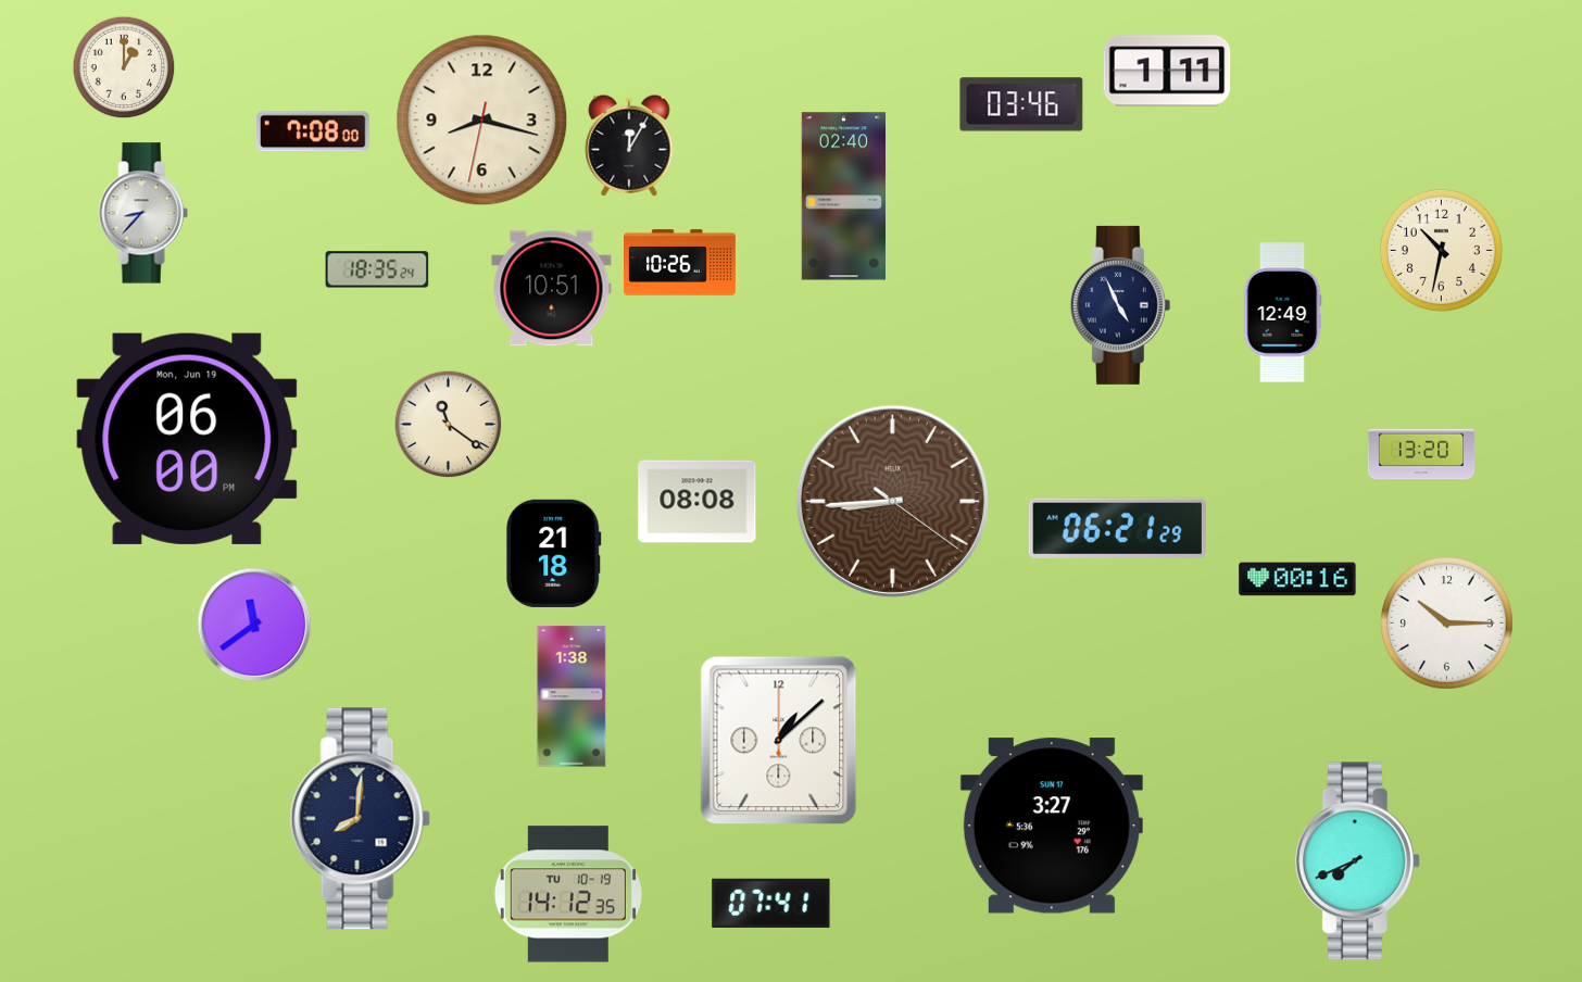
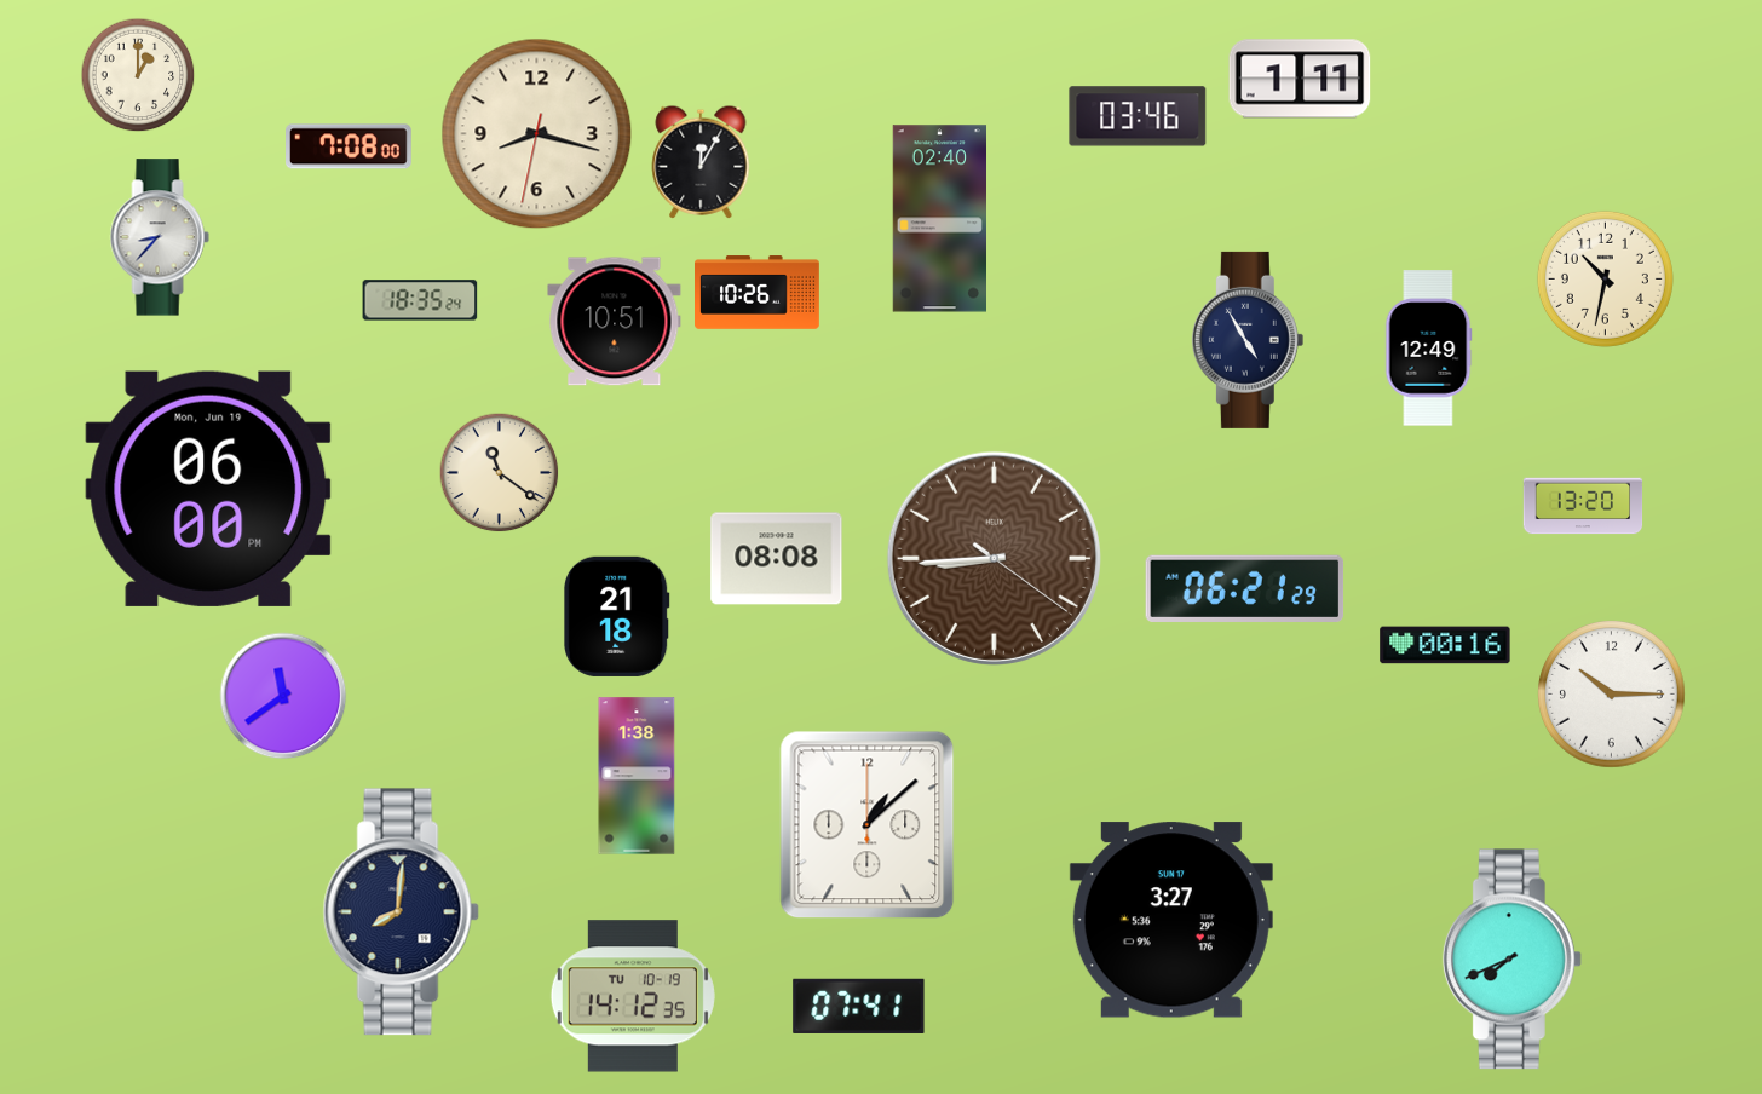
clock at (1120, 305): 4:56 -> 4:55
